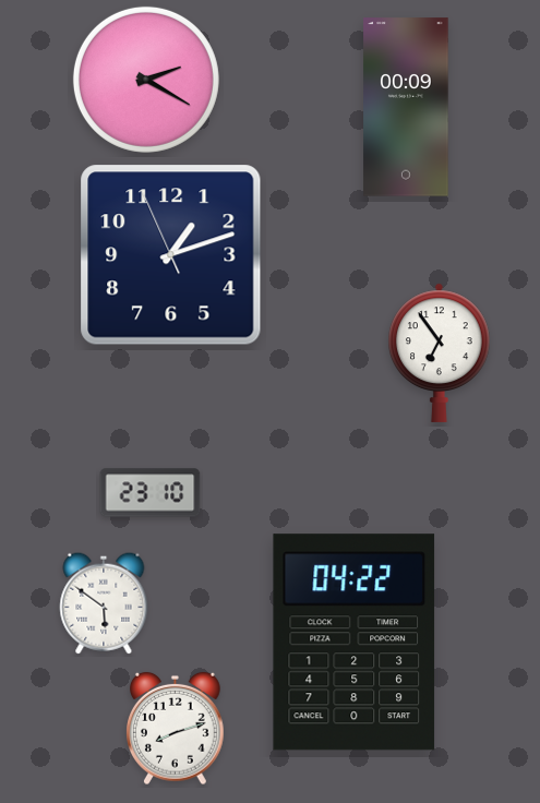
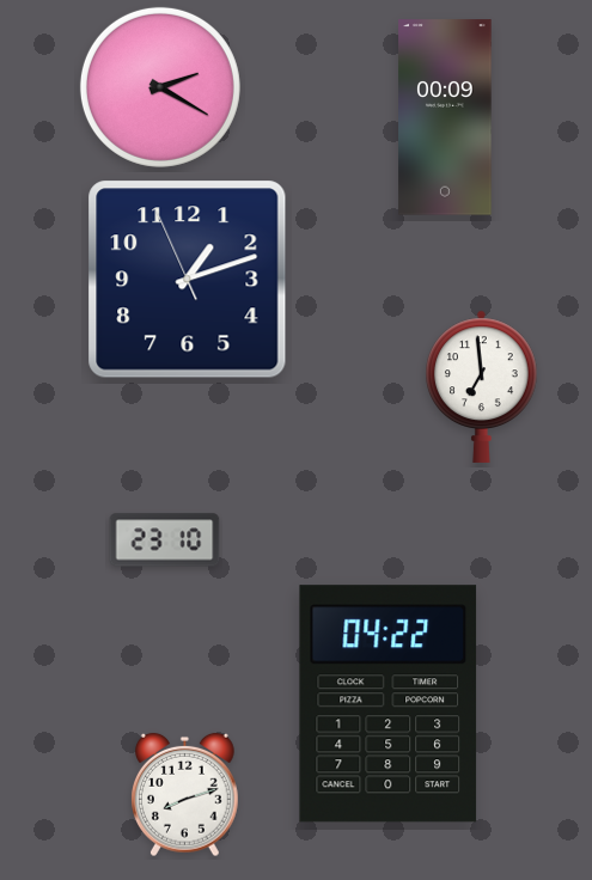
clock at (440, 352): 6:54 -> 6:59
clock at (104, 603): 5:51 -> none
clock at (176, 729) position: (176, 729) -> (185, 795)
